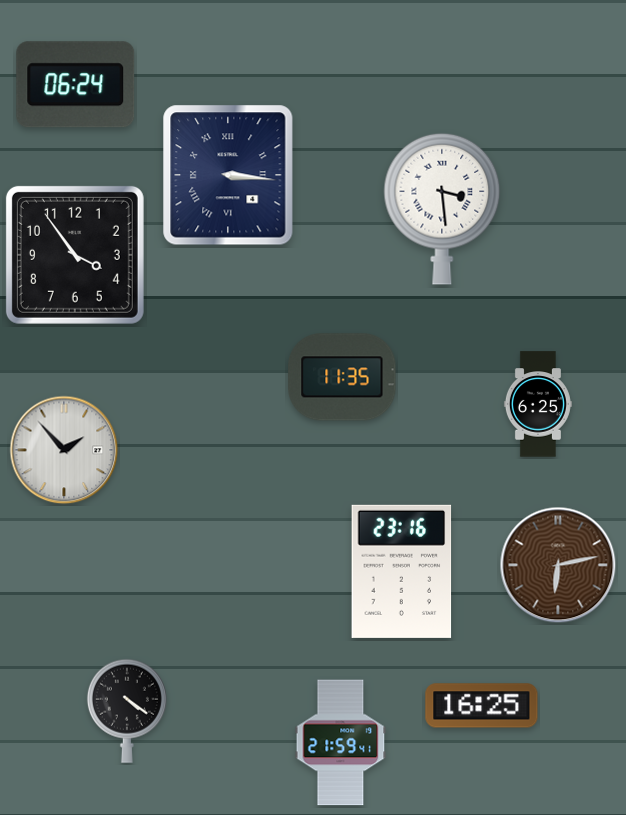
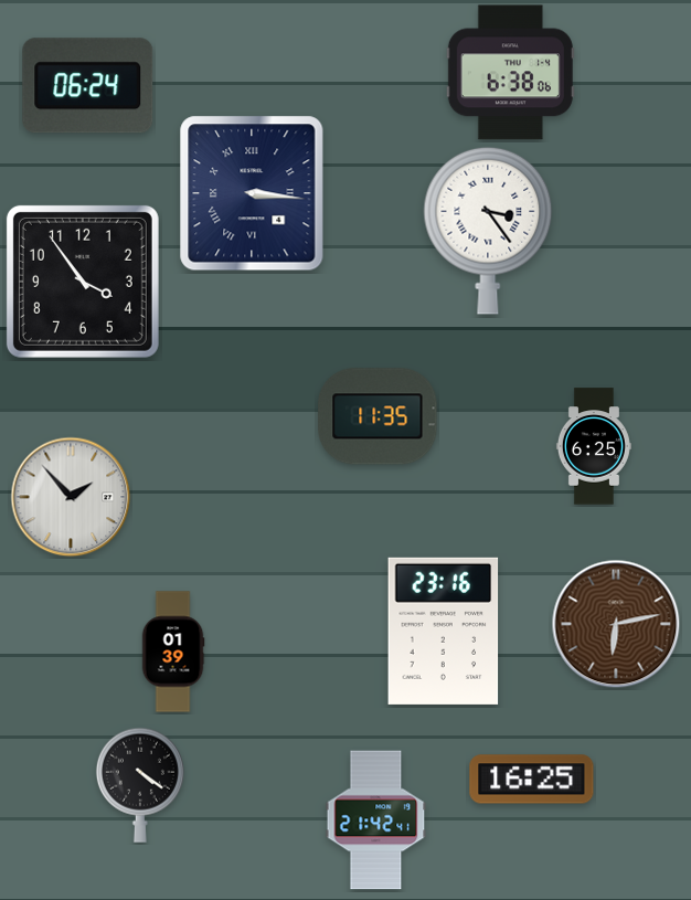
clock at (510, 73): none -> 6:38
clock at (76, 85) position: (76, 85) -> (88, 86)
clock at (442, 209): 3:29 -> 3:24
clock at (173, 652): none -> 01:39
clock at (341, 743): 21:59 -> 21:42
